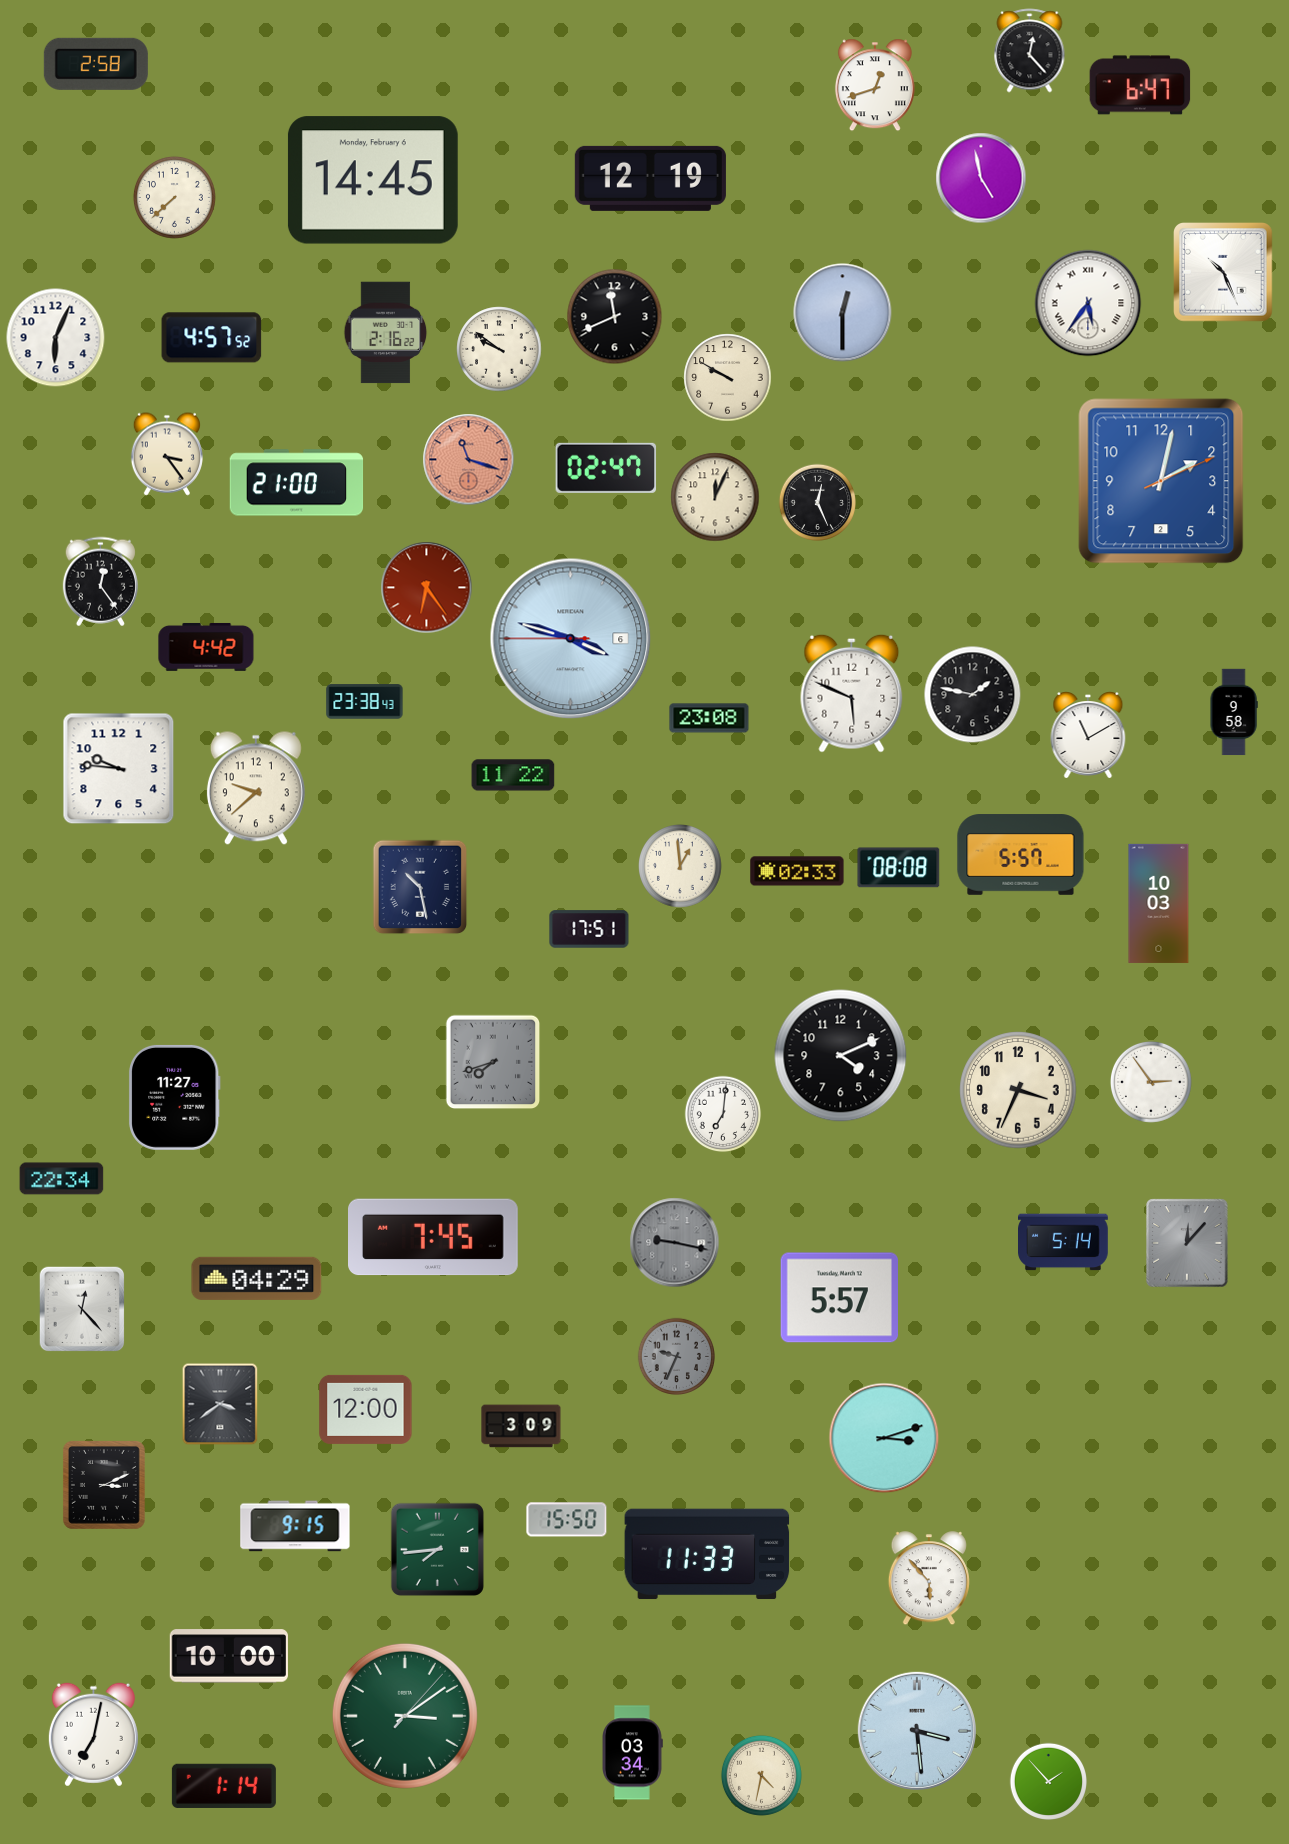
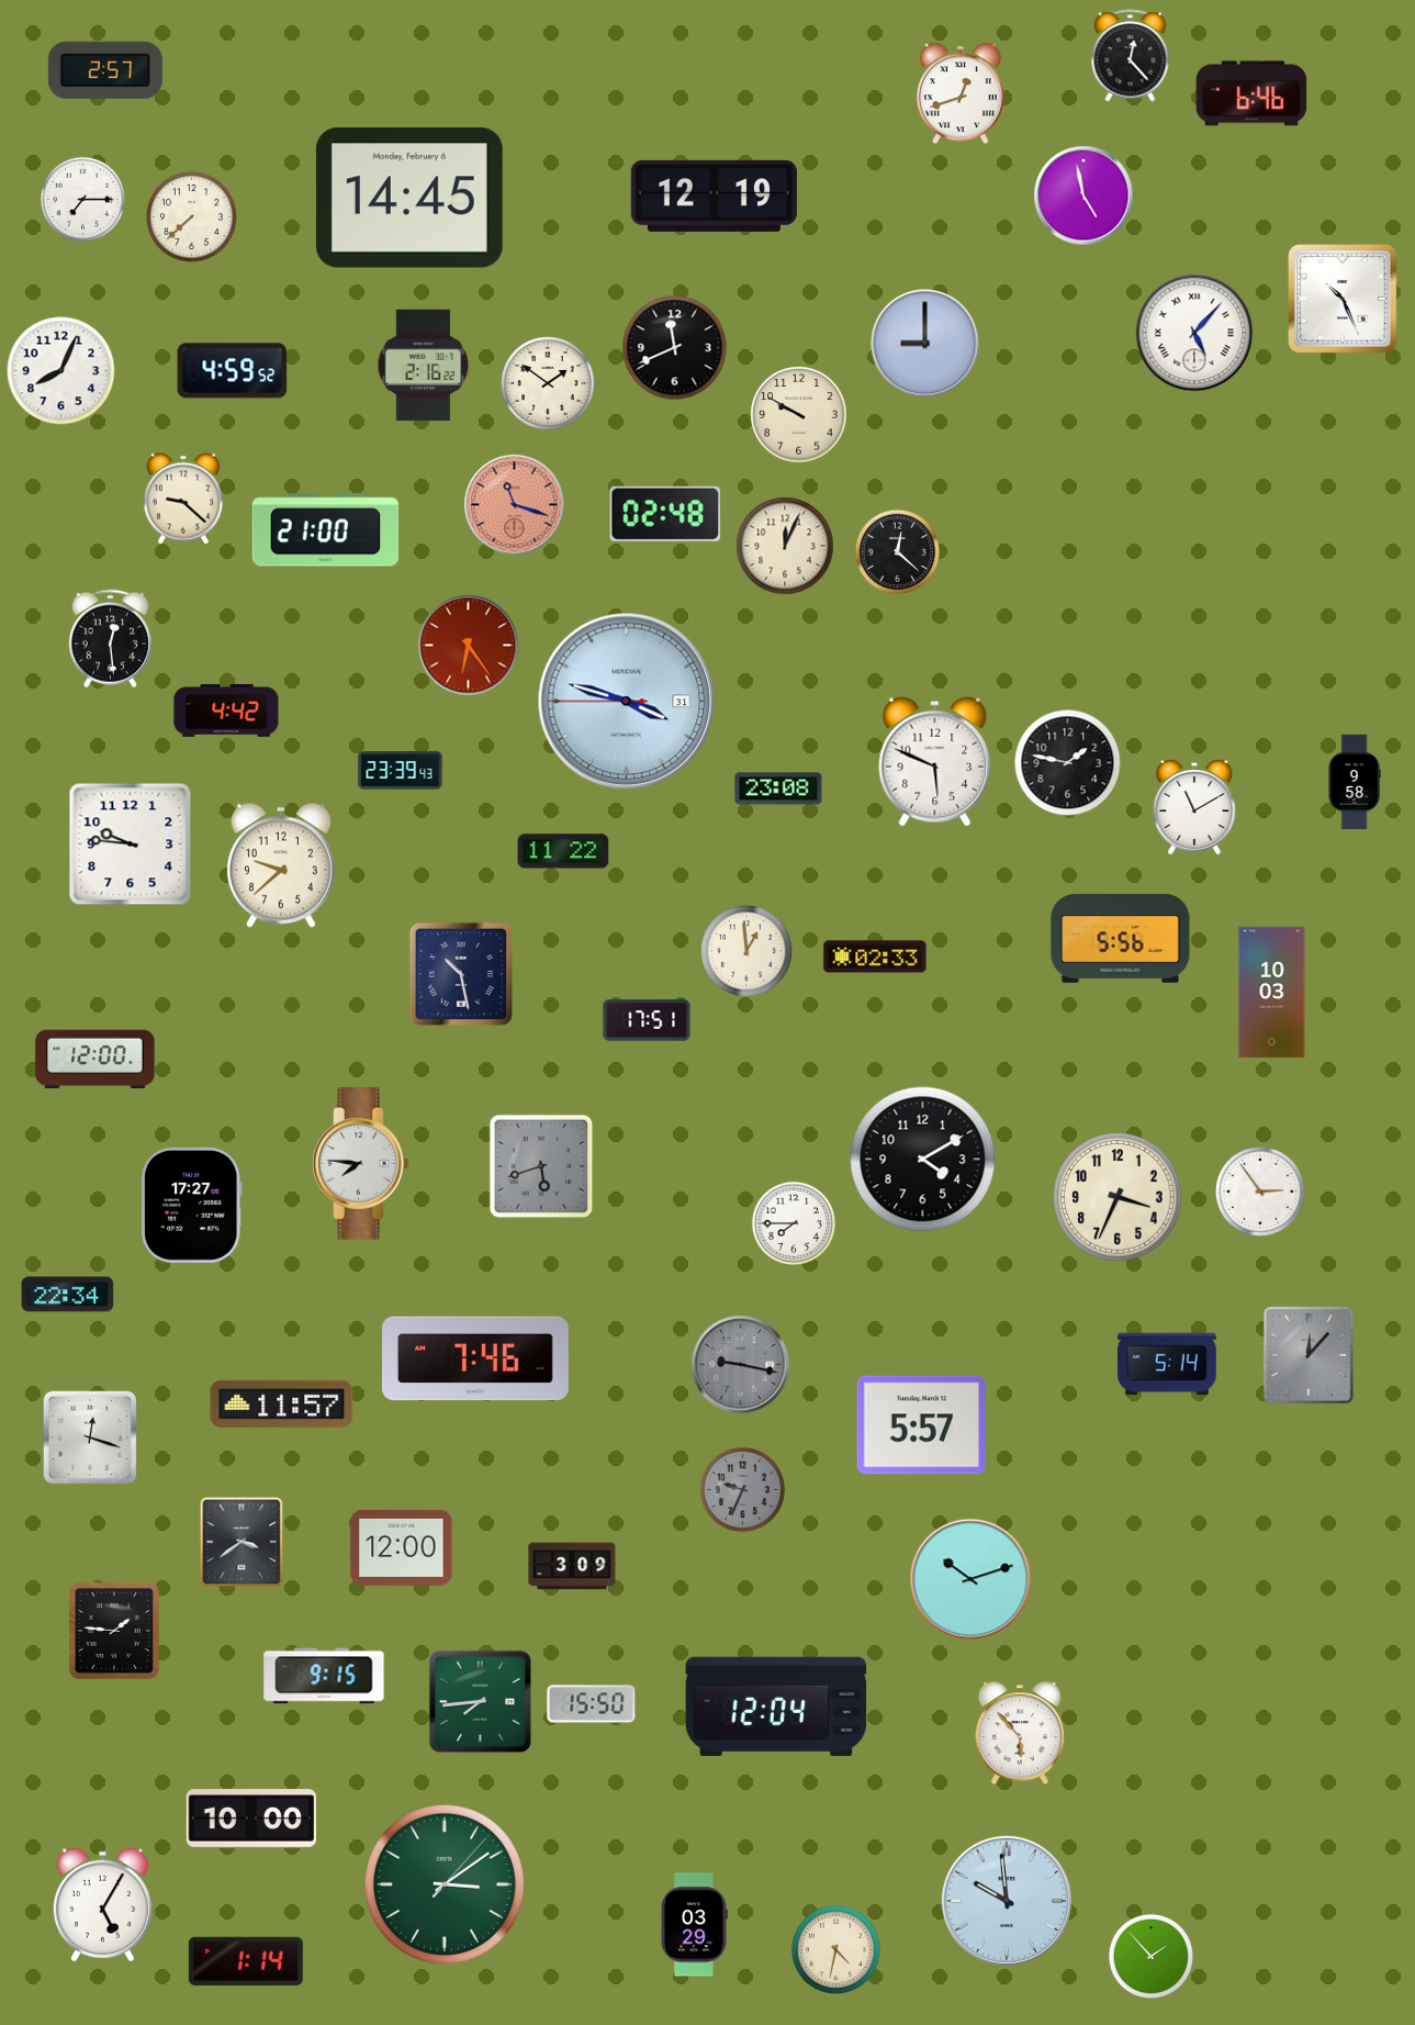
clock at (96, 64): 2:58 -> 2:57
clock at (1140, 85): 6:47 -> 6:46
clock at (981, 178) position: (981, 178) -> (1083, 195)
clock at (83, 200): none -> 7:15
clock at (1088, 303): 5:36 -> 5:07
clock at (843, 313): 12:30 -> 9:00
clock at (56, 338): 6:04 -> 8:04
clock at (212, 338): 4:57 -> 4:59
clock at (499, 349): 9:51 -> 1:51
clock at (167, 454): 3:24 -> 9:22
clock at (606, 468): 02:47 -> 02:48
clock at (1161, 481): 2:02 -> none
clock at (818, 503): 12:26 -> 12:22
clock at (100, 582): 12:24 -> 12:29
clock at (571, 639) date: 6 -> 31
clock at (365, 702): 23:38 -> 23:39
clock at (1021, 855): 5:57 -> 5:56
clock at (899, 868): 08:08 -> none
clock at (96, 1060): none -> 12:00
clock at (841, 1056): 4:11 -> 4:10
clock at (361, 1164): none -> 7:46
clock at (493, 1062): 7:42 -> 5:42
clock at (1151, 1082) position: (1151, 1082) -> (1260, 1191)
clock at (174, 1097): 11:27 -> 17:27
clock at (723, 1114): 7:01 -> 7:45
clock at (434, 1237): 7:45 -> 7:46
clock at (1187, 1243) position: (1187, 1243) -> (1309, 1355)
clock at (257, 1278): 04:29 -> 11:57
clock at (82, 1309): 12:23 -> 12:18
clock at (884, 1438): 3:12 -> 10:12
clock at (104, 1486): 3:11 -> 1:46
clock at (567, 1520) position: (567, 1520) -> (592, 1704)
clock at (707, 1554): 11:33 -> 12:04
clock at (917, 1731): 3:29 -> 9:59
clock at (93, 1735): 7:02 -> 5:05
clock at (633, 1753): 03:34 -> 03:29
